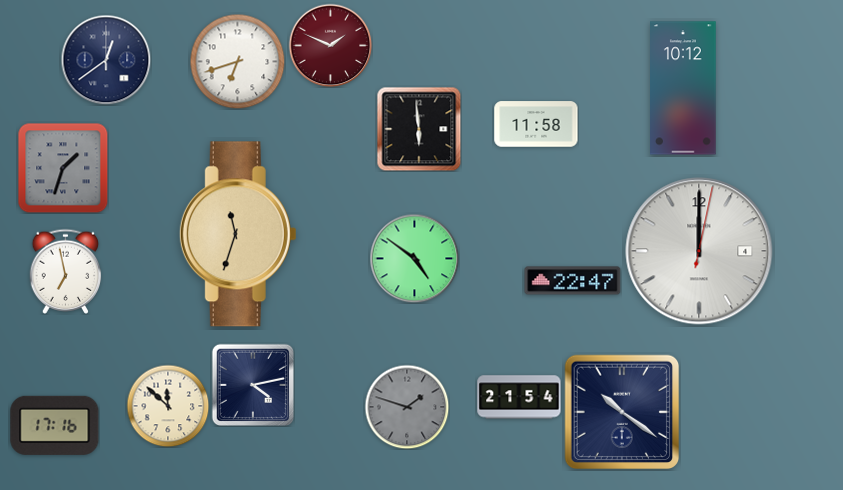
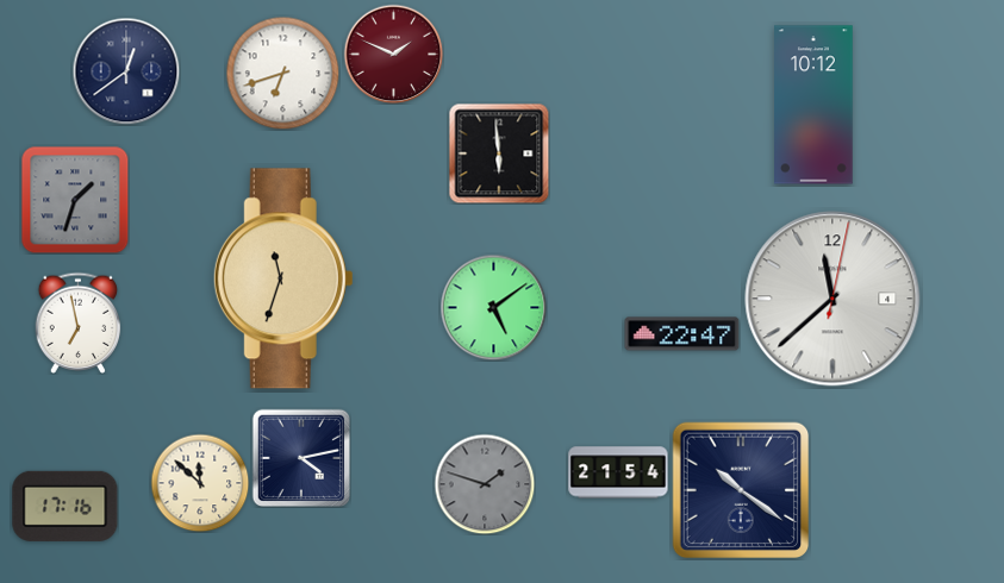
clock at (536, 124): 11:58 -> none
clock at (699, 251): 12:00 -> 11:38
clock at (414, 258): 4:51 -> 5:09
